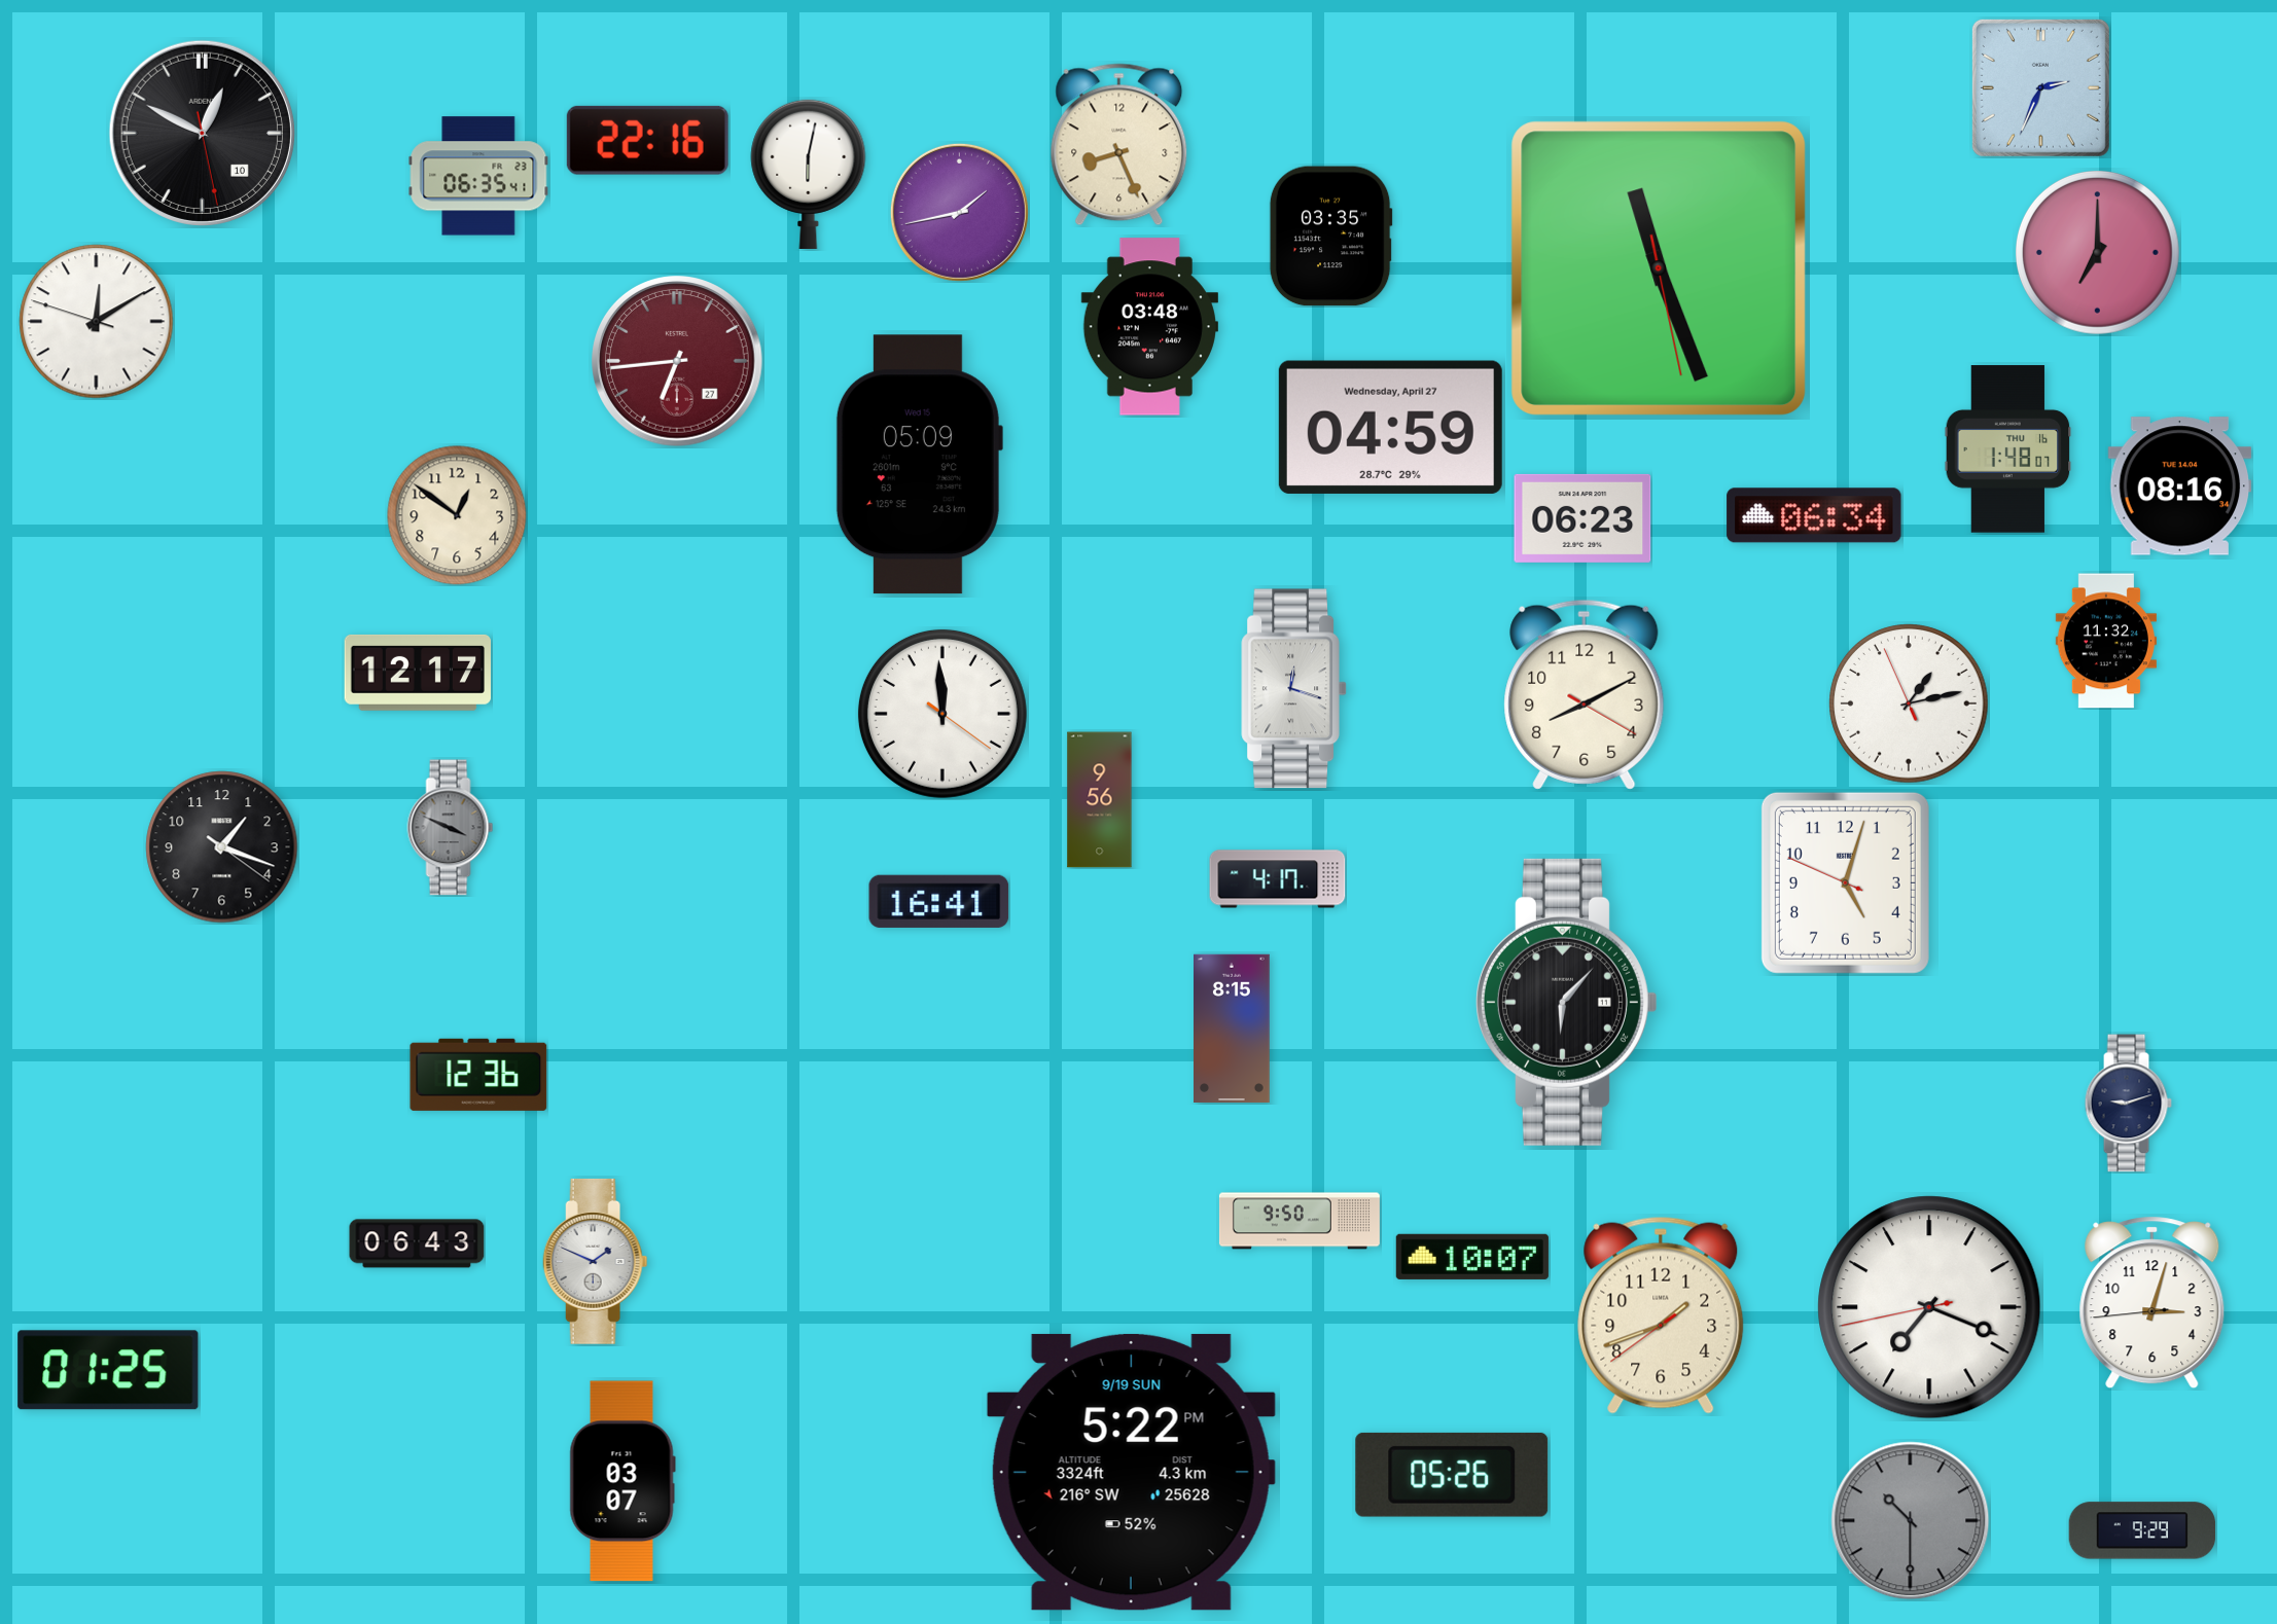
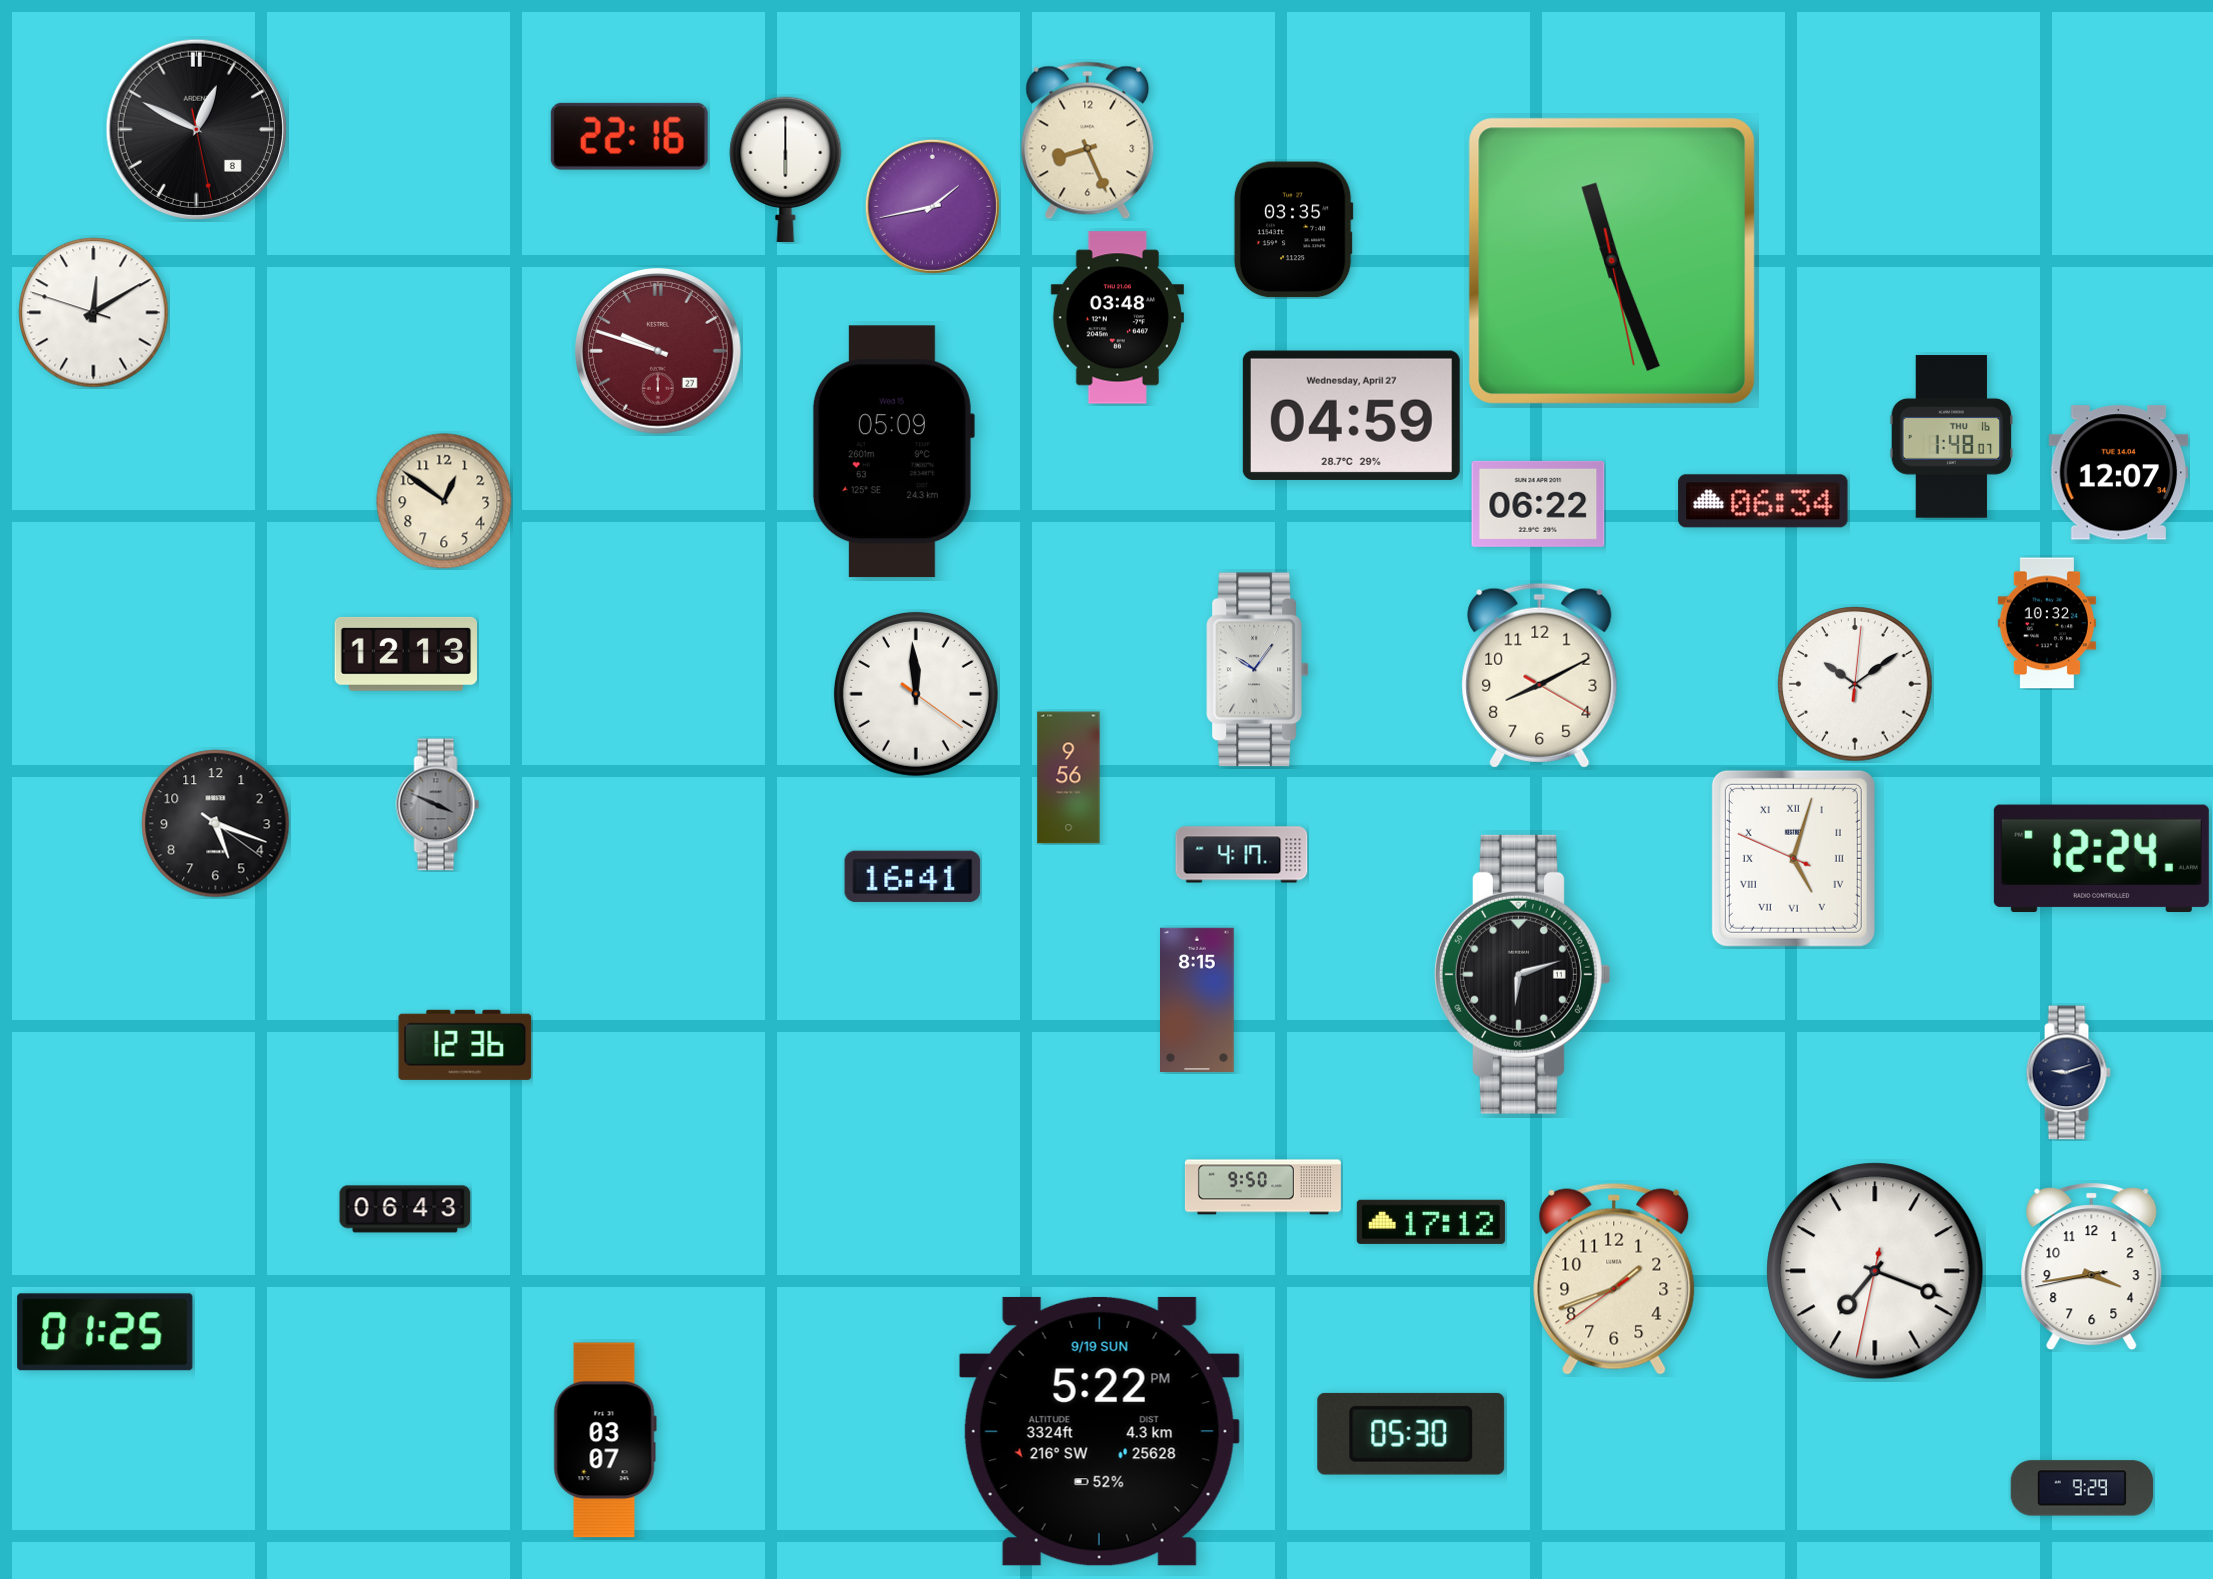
clock at (2040, 87): 2:34 -> none
clock at (202, 133) date: 10 -> 8
clock at (809, 174): 6:02 -> 6:00
clock at (478, 176): 06:35 -> none
clock at (2098, 253): 7:00 -> none
clock at (678, 362): 6:44 -> 9:48
clock at (2180, 486): 08:16 -> 12:07
clock at (1582, 518): 06:23 -> 06:22
clock at (2106, 641): 11:32 -> 10:32
clock at (418, 673): 12:17 -> 12:13
clock at (1293, 689): 12:18 -> 10:06
clock at (1909, 703): 1:12 -> 10:09
clock at (222, 847): 1:18 -> 5:18
clock at (1845, 882) numerals: Arabic -> Roman
clock at (2101, 859): none -> 12:24
clock at (1566, 1002): 6:07 -> 6:12
clock at (1472, 1257): 10:07 -> 17:12
clock at (596, 1261): 1:49 -> none
clock at (2153, 1303): 3:02 -> 3:43
clock at (1929, 1307): 7:18:43 -> 7:18:32
clock at (1452, 1475): 05:26 -> 05:30
clock at (1911, 1521): 10:30 -> none
